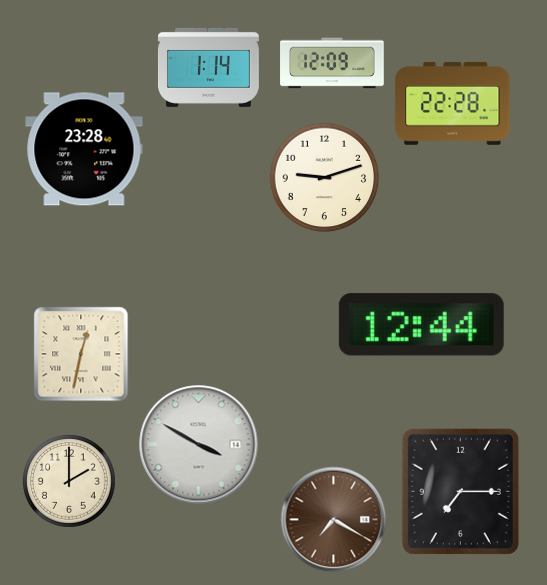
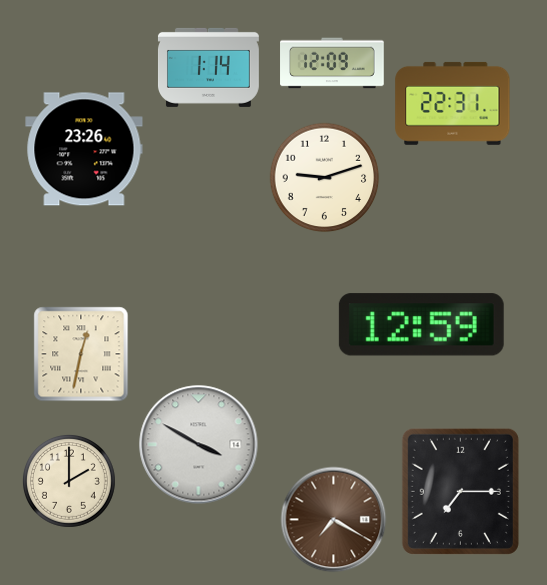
clock at (453, 103): 22:28 -> 22:31
clock at (84, 149): 23:28 -> 23:26
clock at (421, 325): 12:44 -> 12:59
